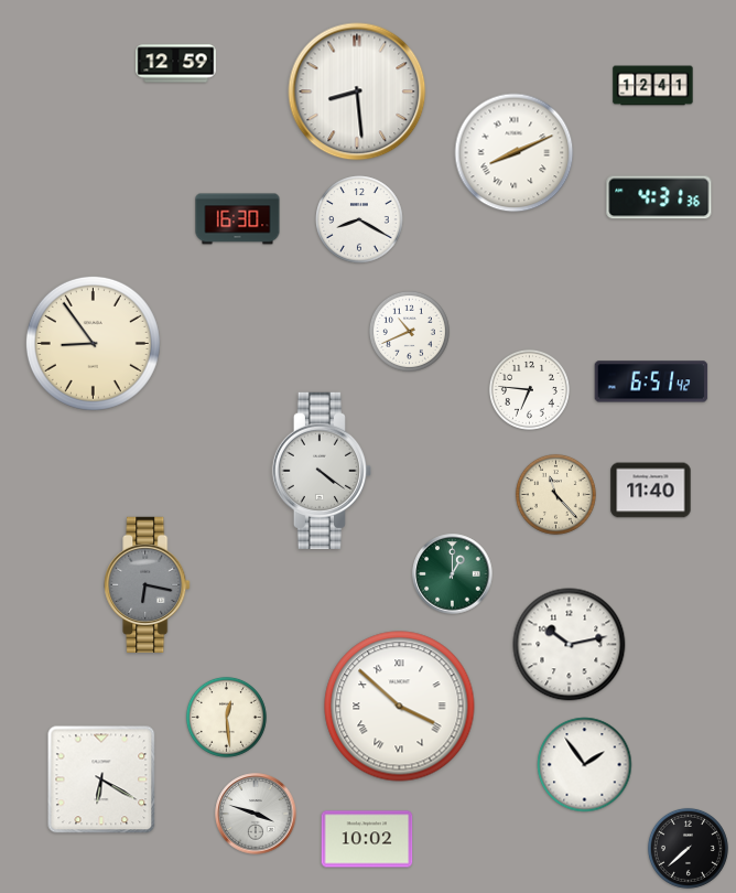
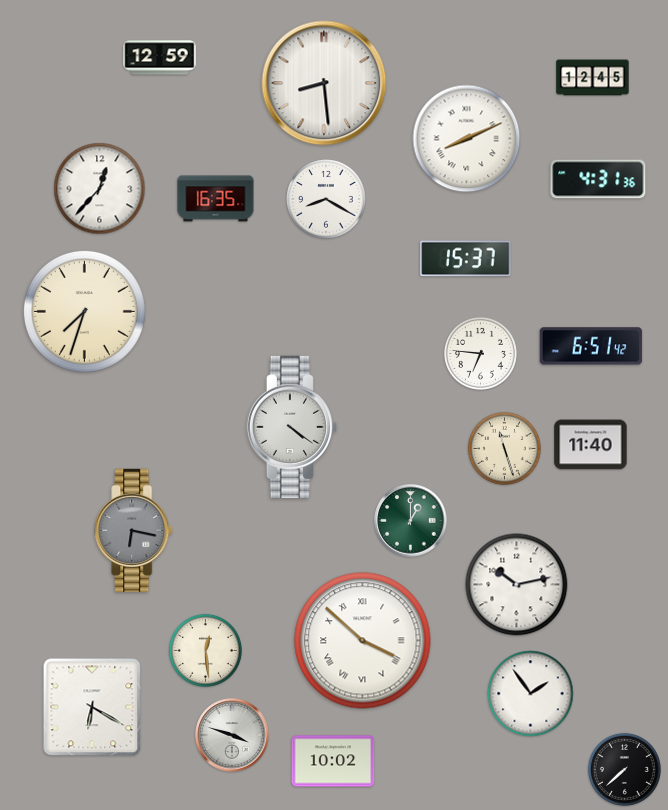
clock at (653, 86): 12:41 -> 12:45
clock at (100, 189): none -> 12:37
clock at (238, 219): 16:30 -> 16:35
clock at (466, 259): none -> 15:37
clock at (409, 331): 10:41 -> none
clock at (93, 343): 8:54 -> 7:33
clock at (555, 494): 11:23 -> 11:27
clock at (256, 814) position: (256, 814) -> (232, 735)
